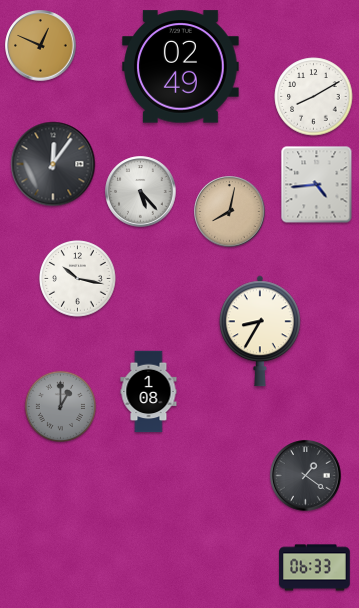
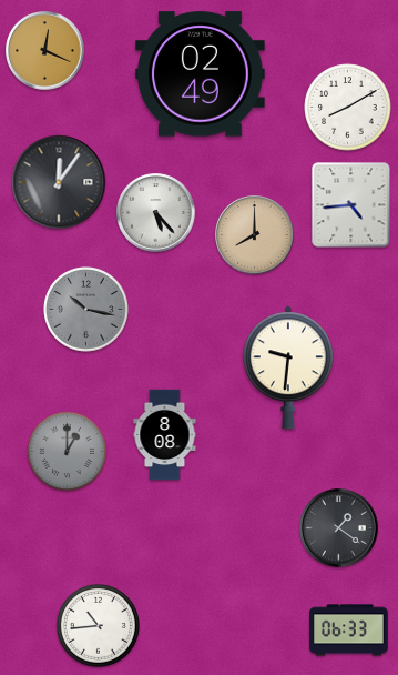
clock at (41, 46): 12:49 -> 12:19
clock at (230, 212): 8:02 -> 8:00
clock at (78, 279) dial: white -> grey
clock at (260, 331): 8:35 -> 9:31
clock at (149, 392): 1:08 -> 8:08
clock at (99, 626): none -> 10:44
